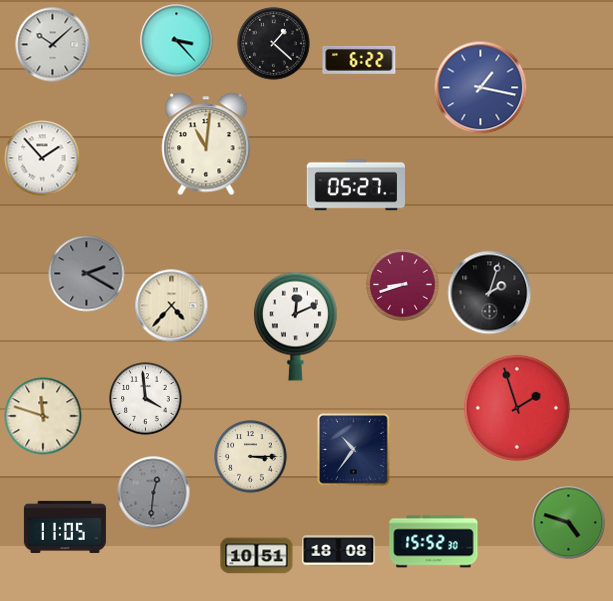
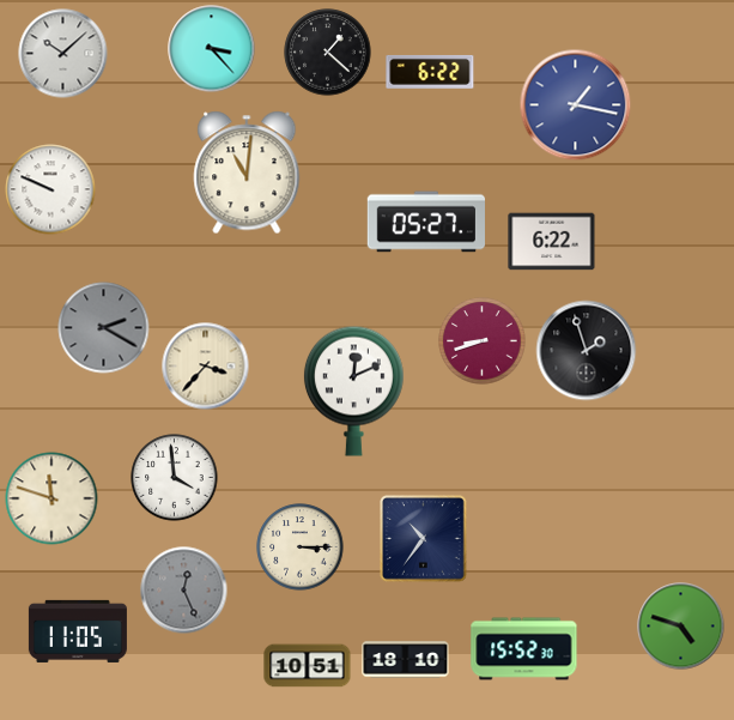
clock at (42, 158): 1:53 -> 9:49
clock at (552, 242): none -> 6:22
clock at (490, 293): 2:03 -> 1:57
clock at (172, 306): 4:37 -> 3:37
clock at (517, 408): 1:57 -> none
clock at (154, 493): 12:31 -> 12:26
clock at (434, 542) position: (434, 542) -> (524, 649)
clock at (339, 551): 18:08 -> 18:10
